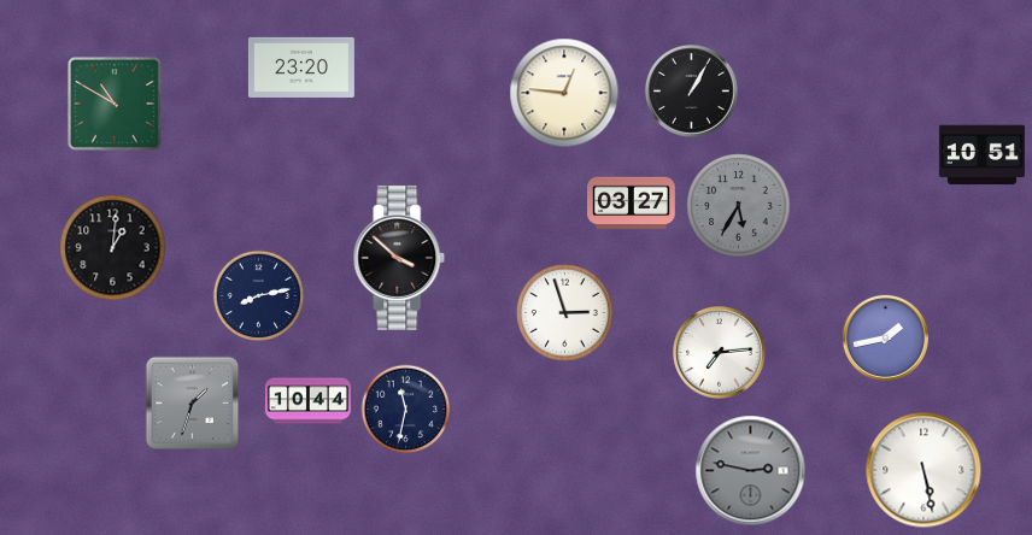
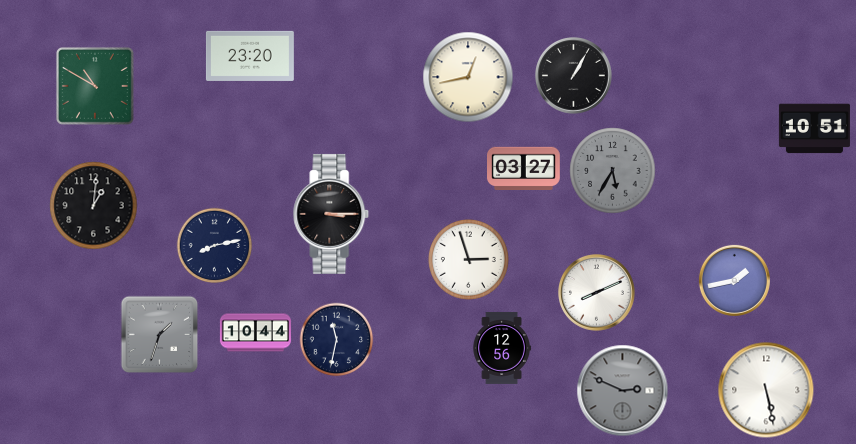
clock at (564, 93): 12:46 -> 12:43
clock at (399, 258): 3:52 -> 3:15
clock at (720, 353): 7:14 -> 8:11
clock at (502, 348): none -> 12:56
clock at (751, 471): 2:47 -> 2:49
